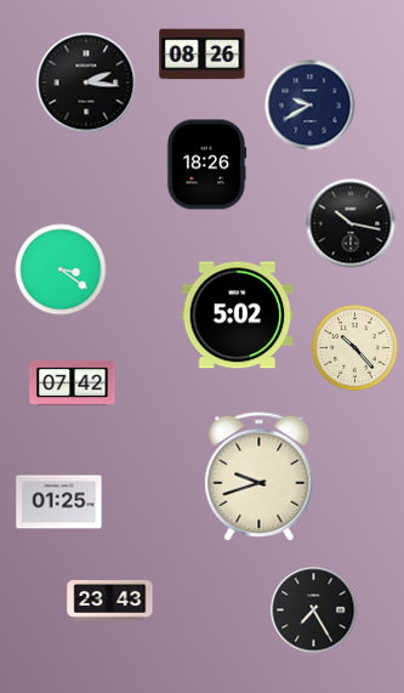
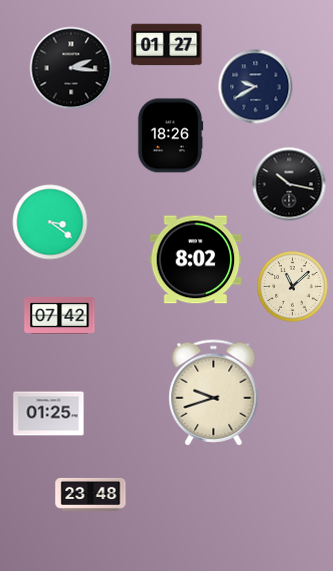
clock at (203, 55): 08:26 -> 01:27
clock at (238, 316): 5:02 -> 8:02
clock at (355, 348): 10:23 -> 11:08
clock at (110, 600): 23:43 -> 23:48
clock at (314, 610): 7:25 -> none
